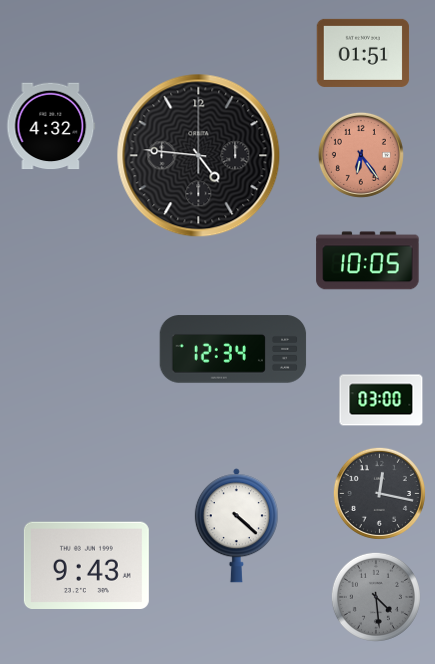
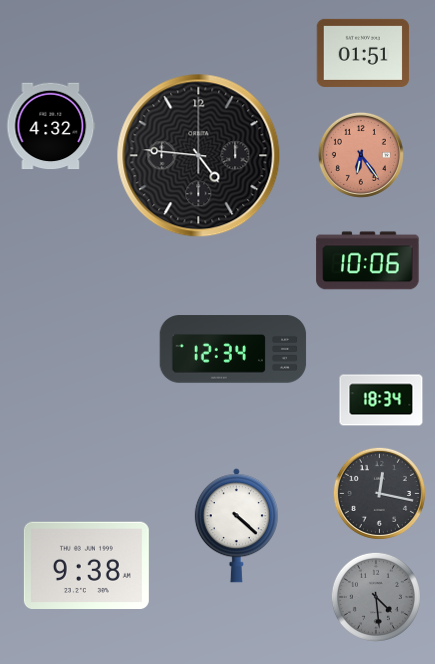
clock at (368, 261): 10:05 -> 10:06
clock at (381, 400): 03:00 -> 18:34
clock at (86, 565): 9:43 -> 9:38
